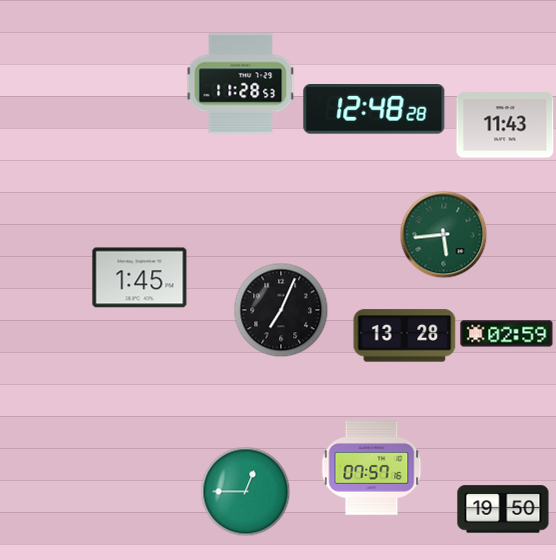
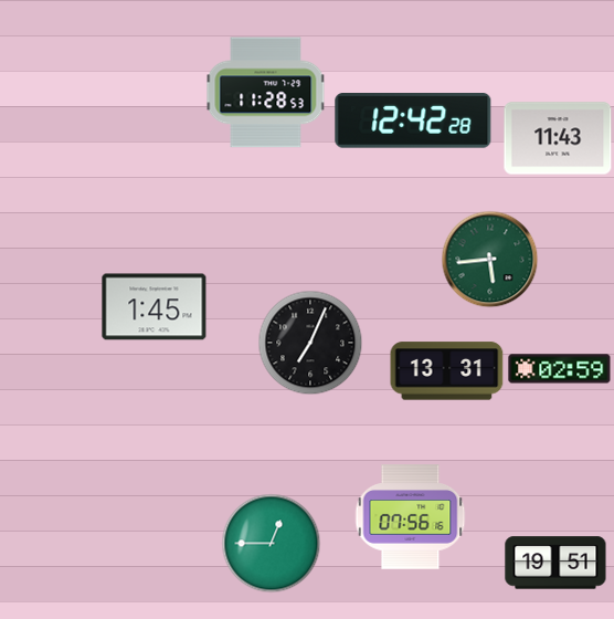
clock at (374, 110): 12:48 -> 12:42
clock at (405, 336): 13:28 -> 13:31
clock at (371, 468): 07:57 -> 07:56
clock at (503, 509): 19:50 -> 19:51
